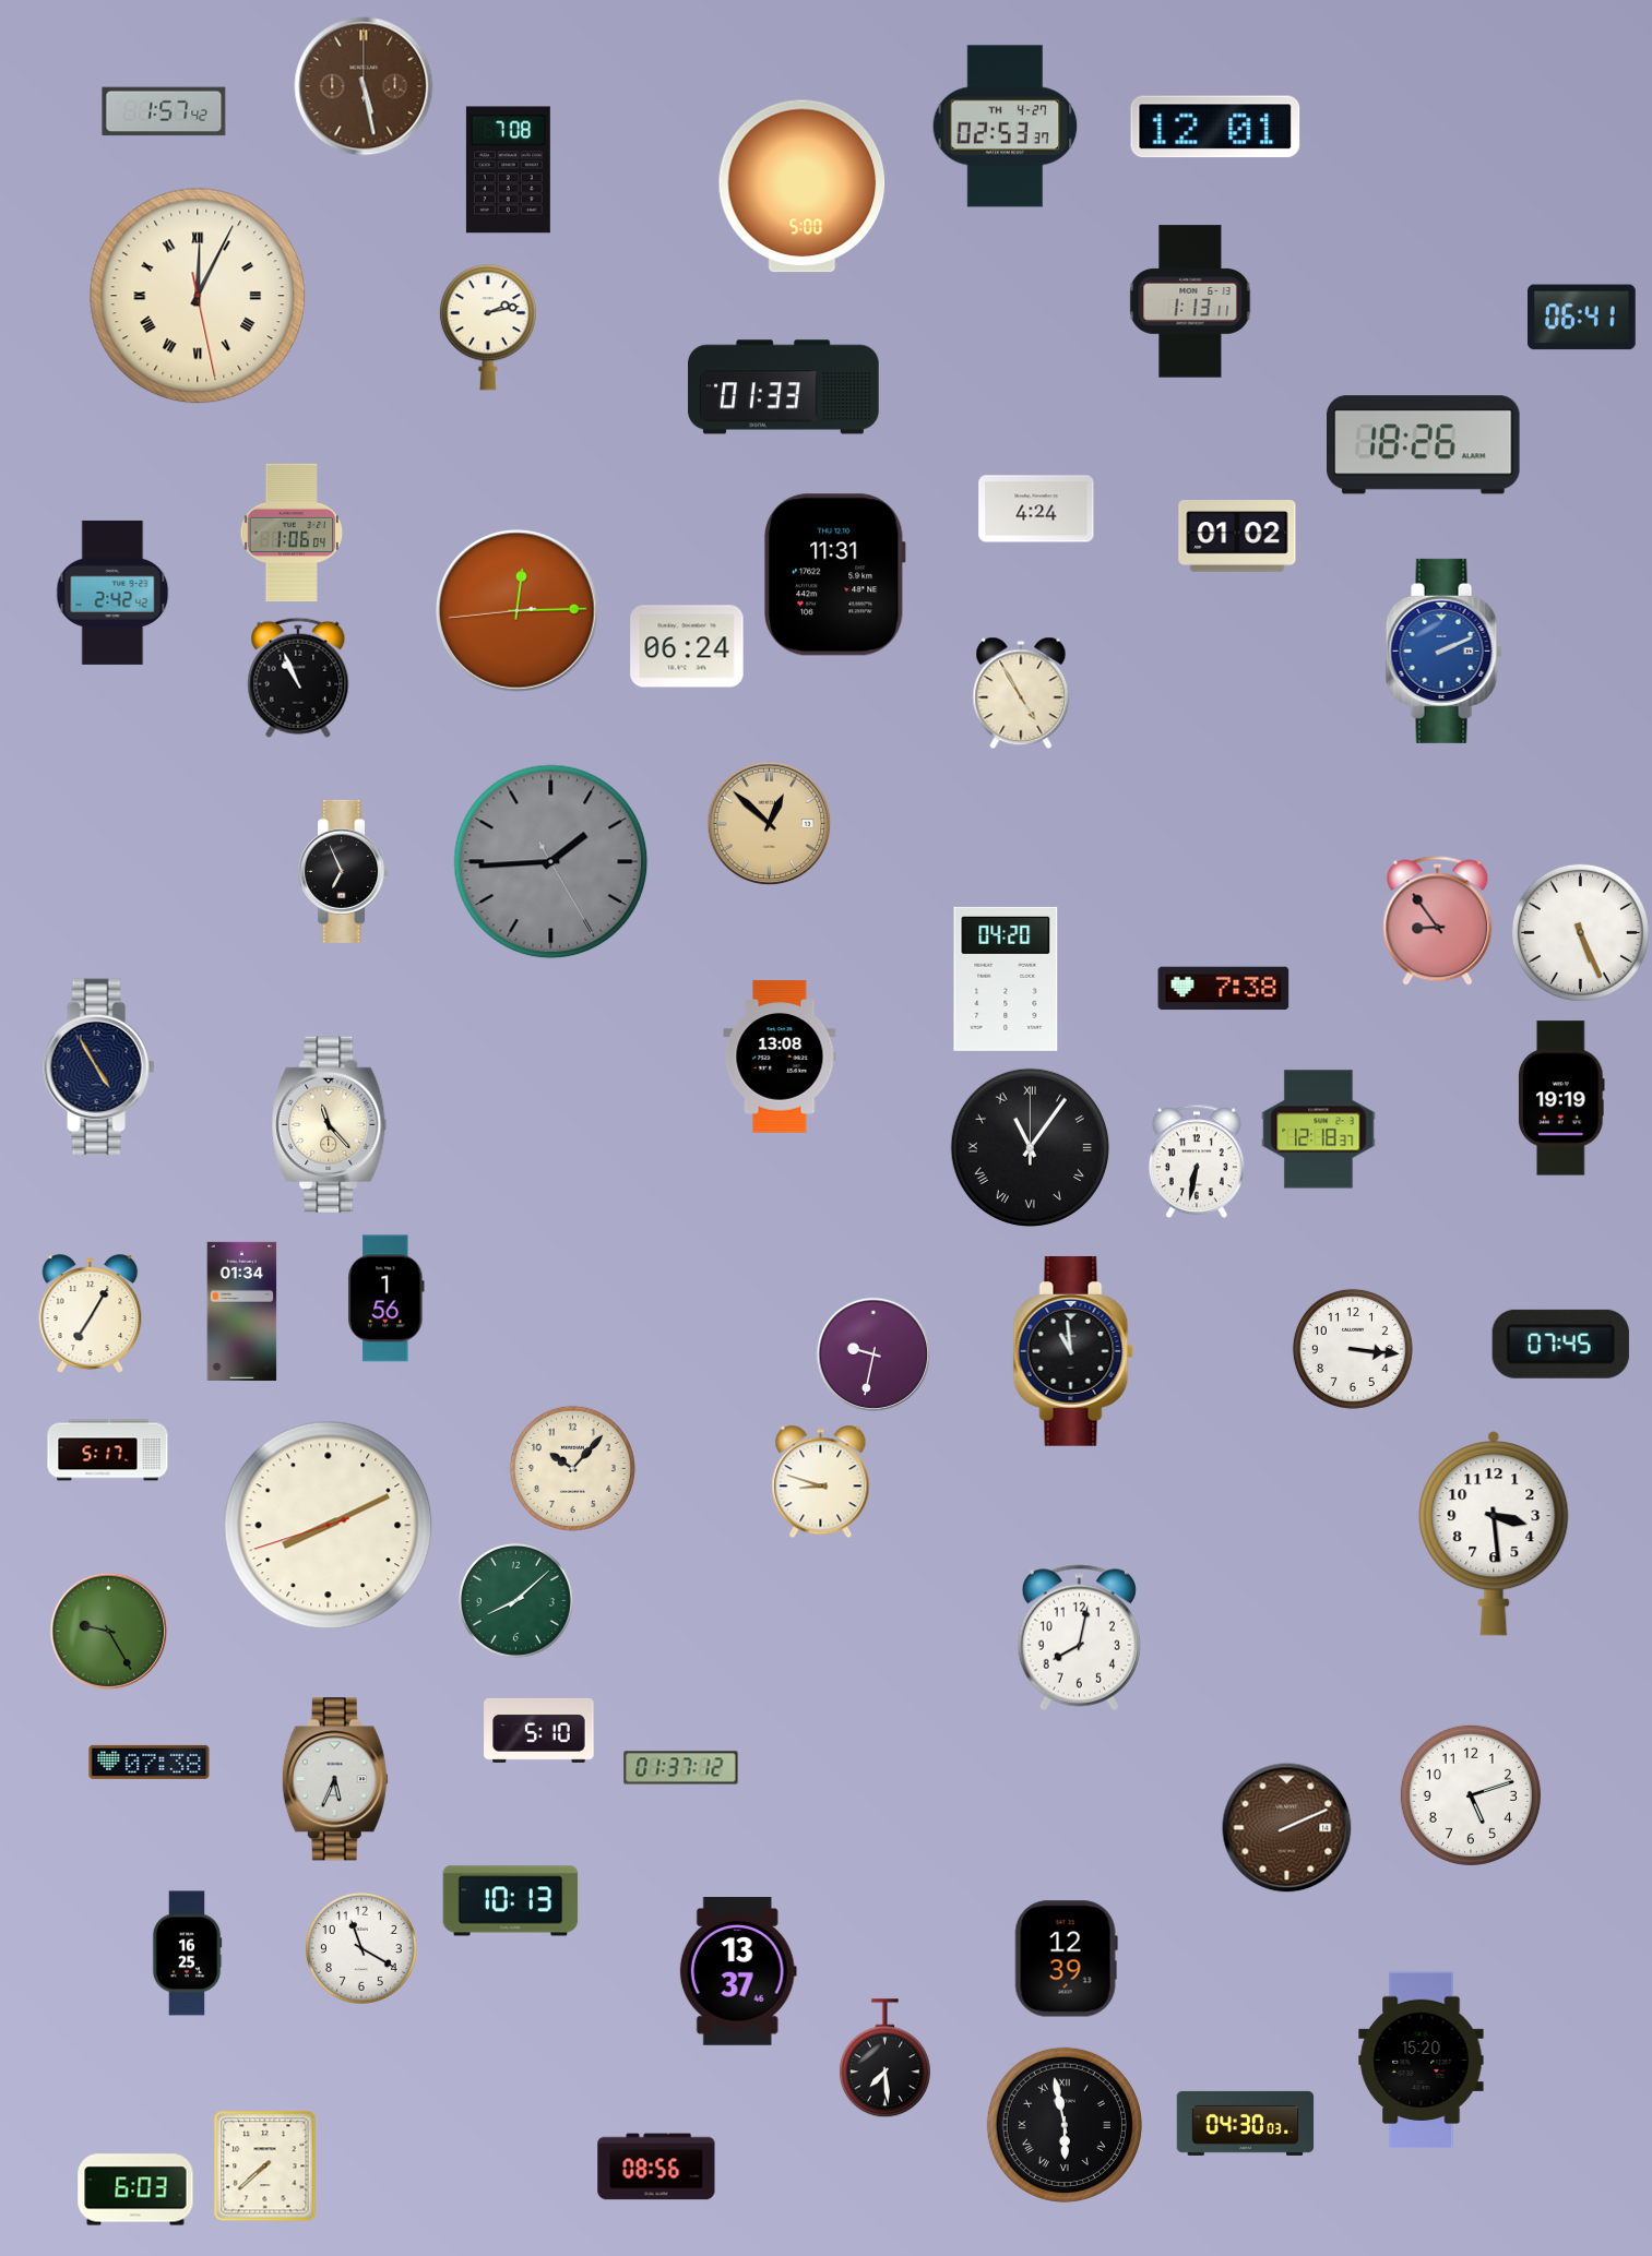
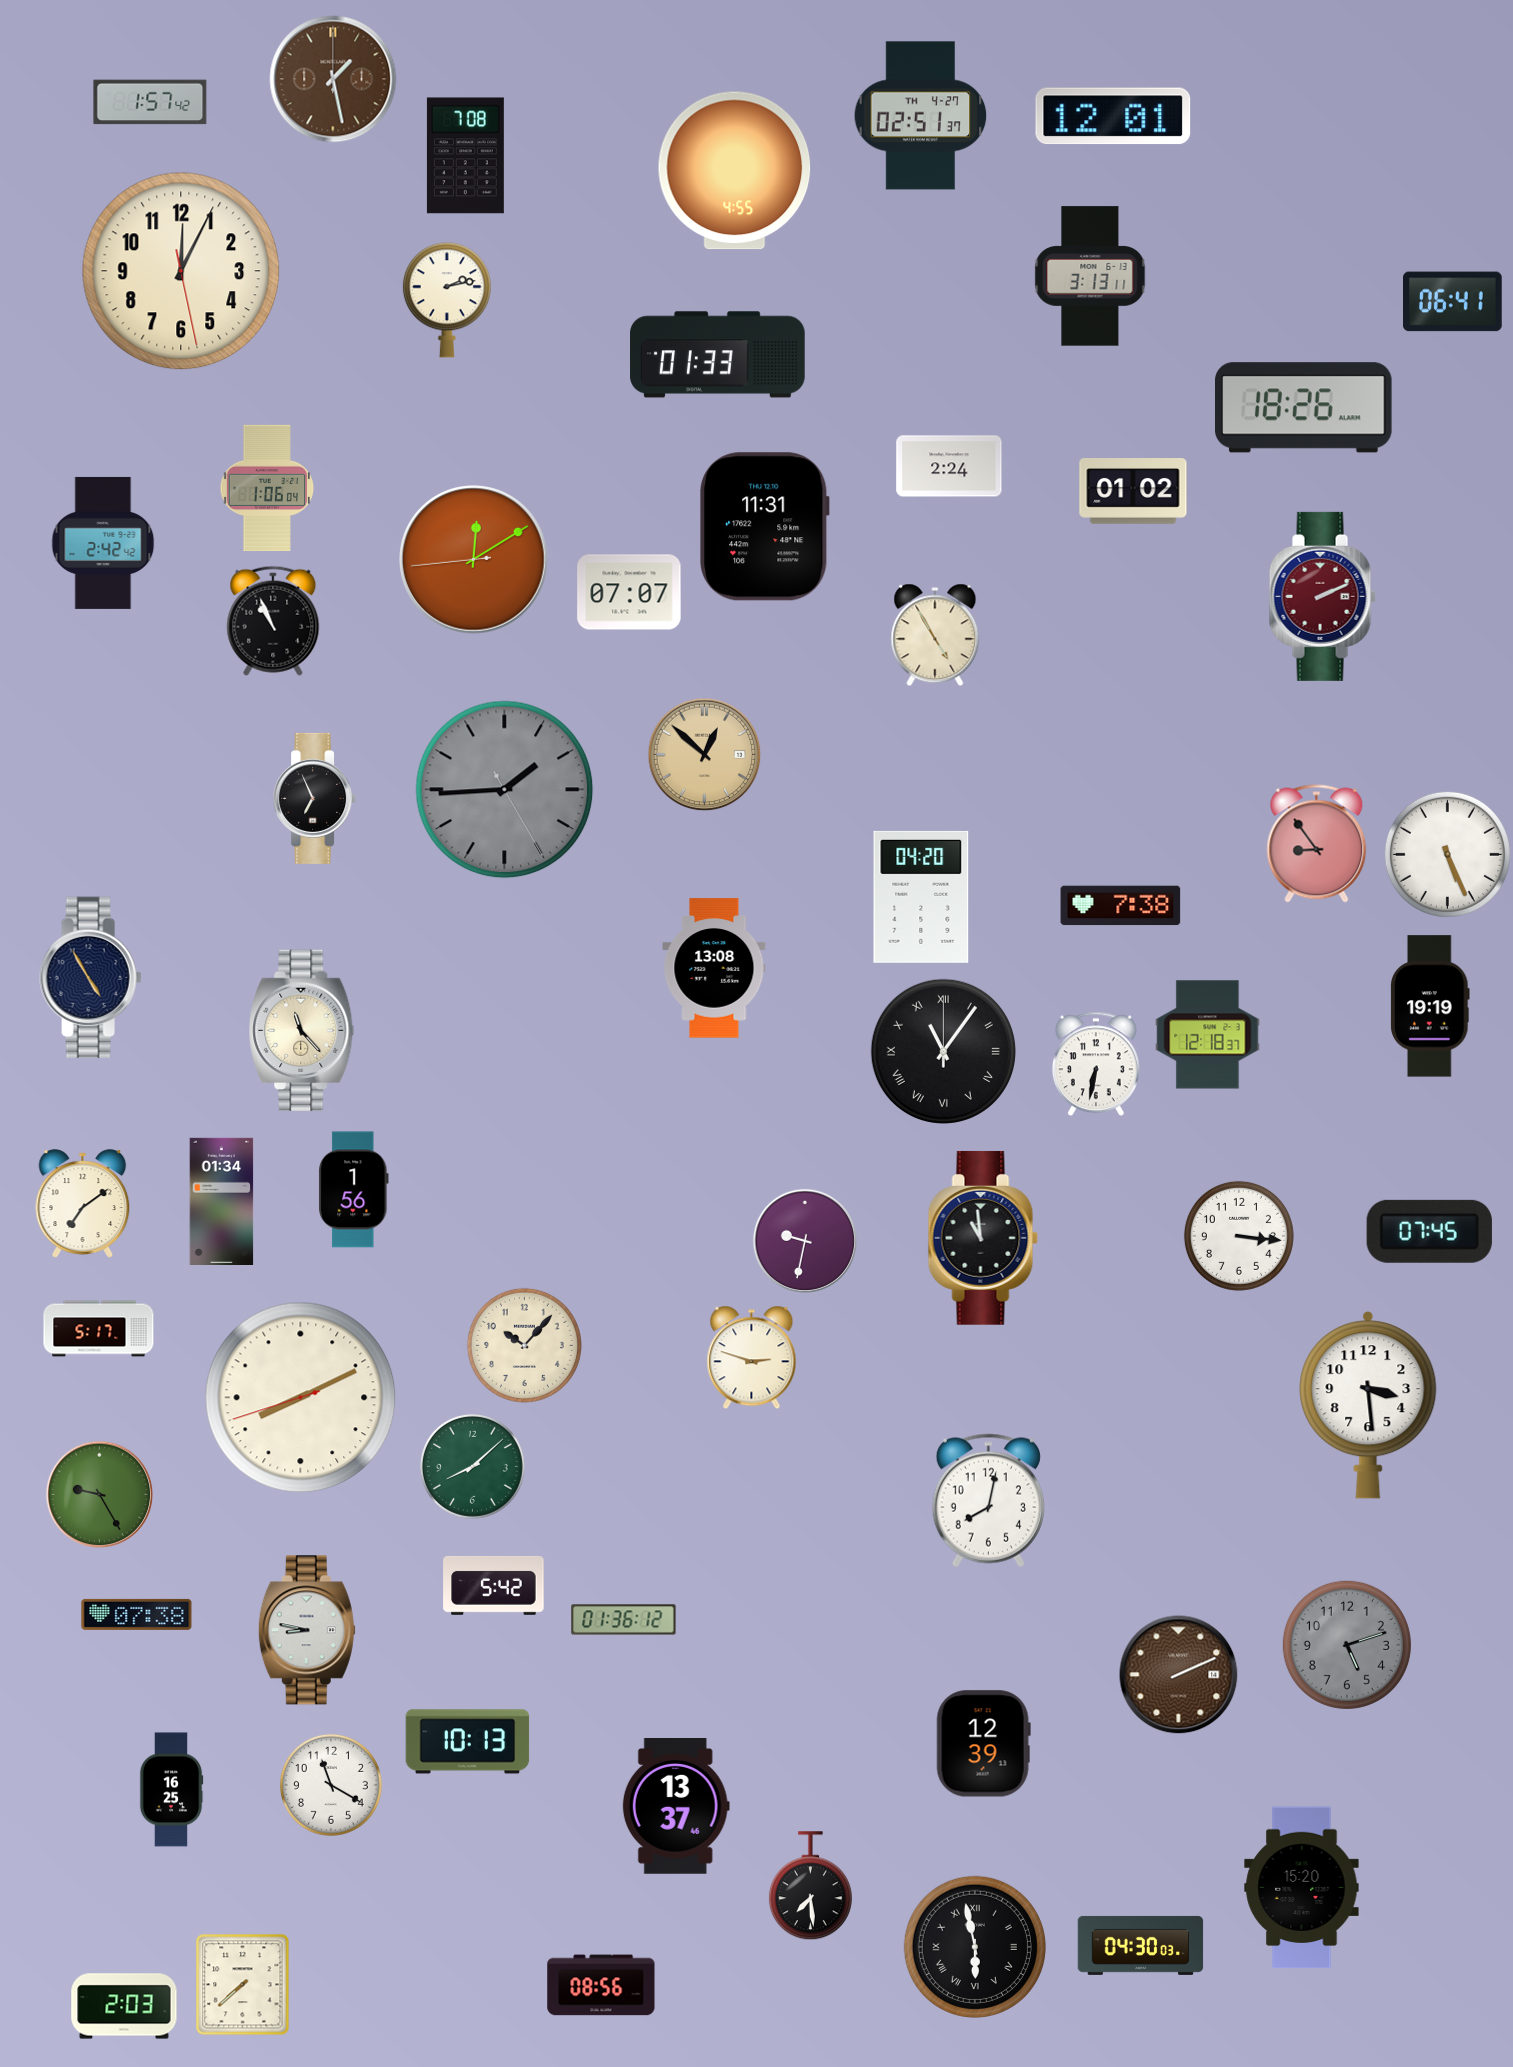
clock at (364, 86): 5:28 -> 1:28
clock at (1006, 127): 02:53 -> 02:51
clock at (803, 187): 5:00 -> 4:55
clock at (198, 296) numerals: Roman -> Arabic
clock at (1190, 301): 1:13 -> 3:13
clock at (1582, 318) position: (1582, 318) -> (1453, 302)
clock at (1036, 509): 4:24 -> 2:24
clock at (518, 611): 12:14 -> 12:09
clock at (687, 646): 06:24 -> 07:07
clock at (1443, 650) dial: blue -> burgundy
clock at (91, 1314): 7:05 -> 7:09
clock at (872, 1353) position: (872, 1353) -> (804, 1240)
clock at (821, 1482): 8:48 -> 2:48
clock at (539, 1730): 5:10 -> 5:42
clock at (681, 1768): 01:37 -> 01:36
clock at (335, 1779): 5:34 -> 8:47
clock at (1471, 1795) dial: white -> grey
clock at (1066, 1959) position: (1066, 1959) -> (983, 1744)
clock at (135, 2189): 6:03 -> 2:03
